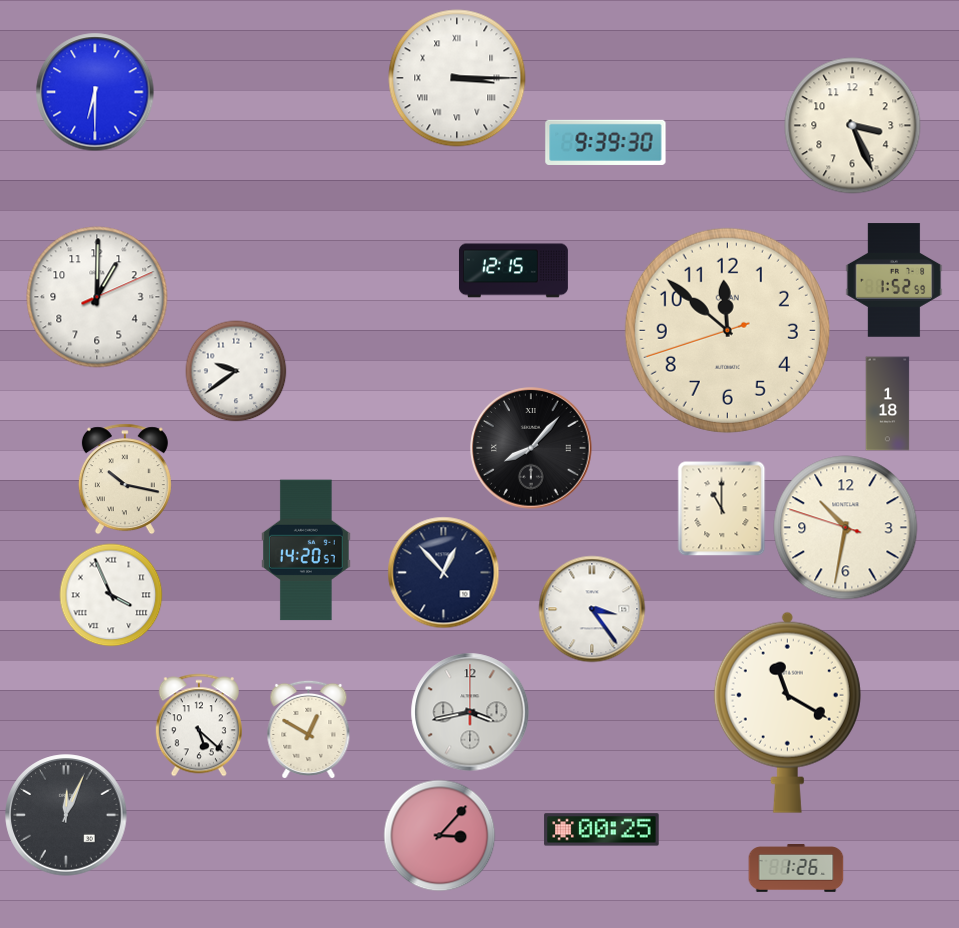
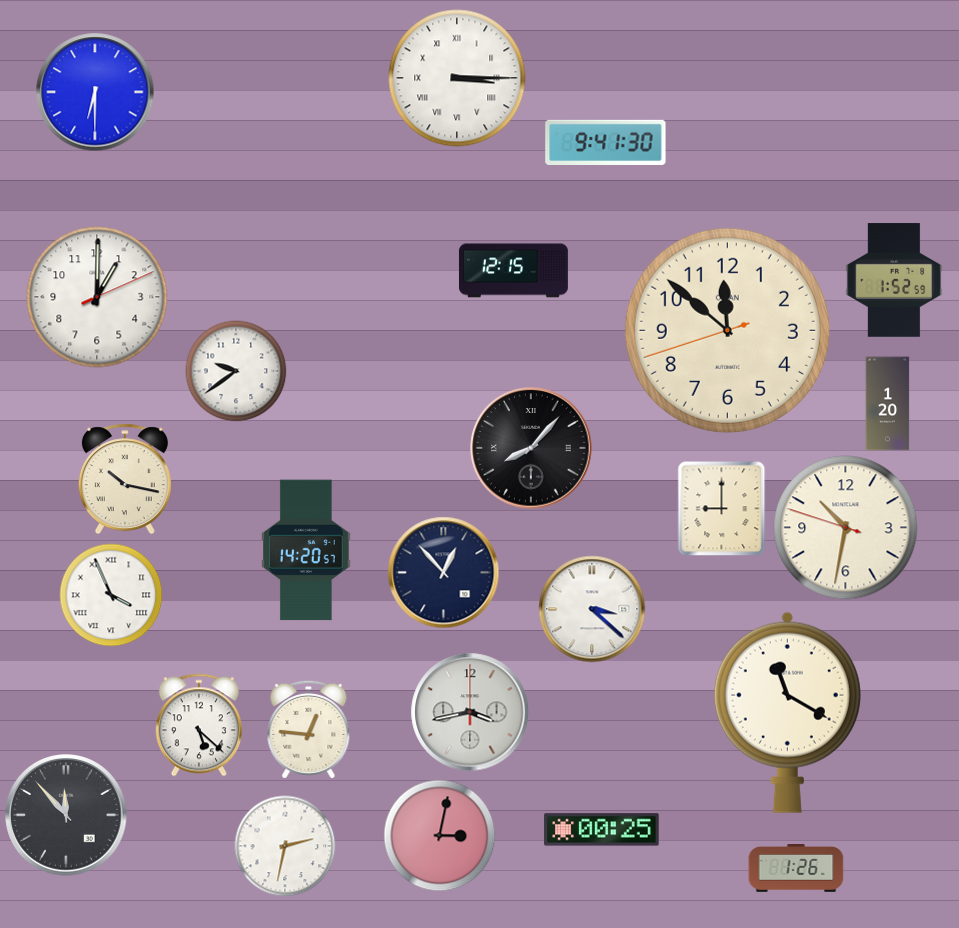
clock at (853, 126): 3:26 -> none
clock at (606, 142): 9:39 -> 9:41
clock at (888, 404): 1:18 -> 1:20
clock at (722, 509): 11:00 -> 9:00
clock at (592, 609): 3:24 -> 3:22
clock at (309, 729): 12:50 -> 12:46
clock at (66, 815): 12:04 -> 11:53
clock at (440, 836): 3:07 -> 3:02
clock at (285, 846): none -> 2:32
